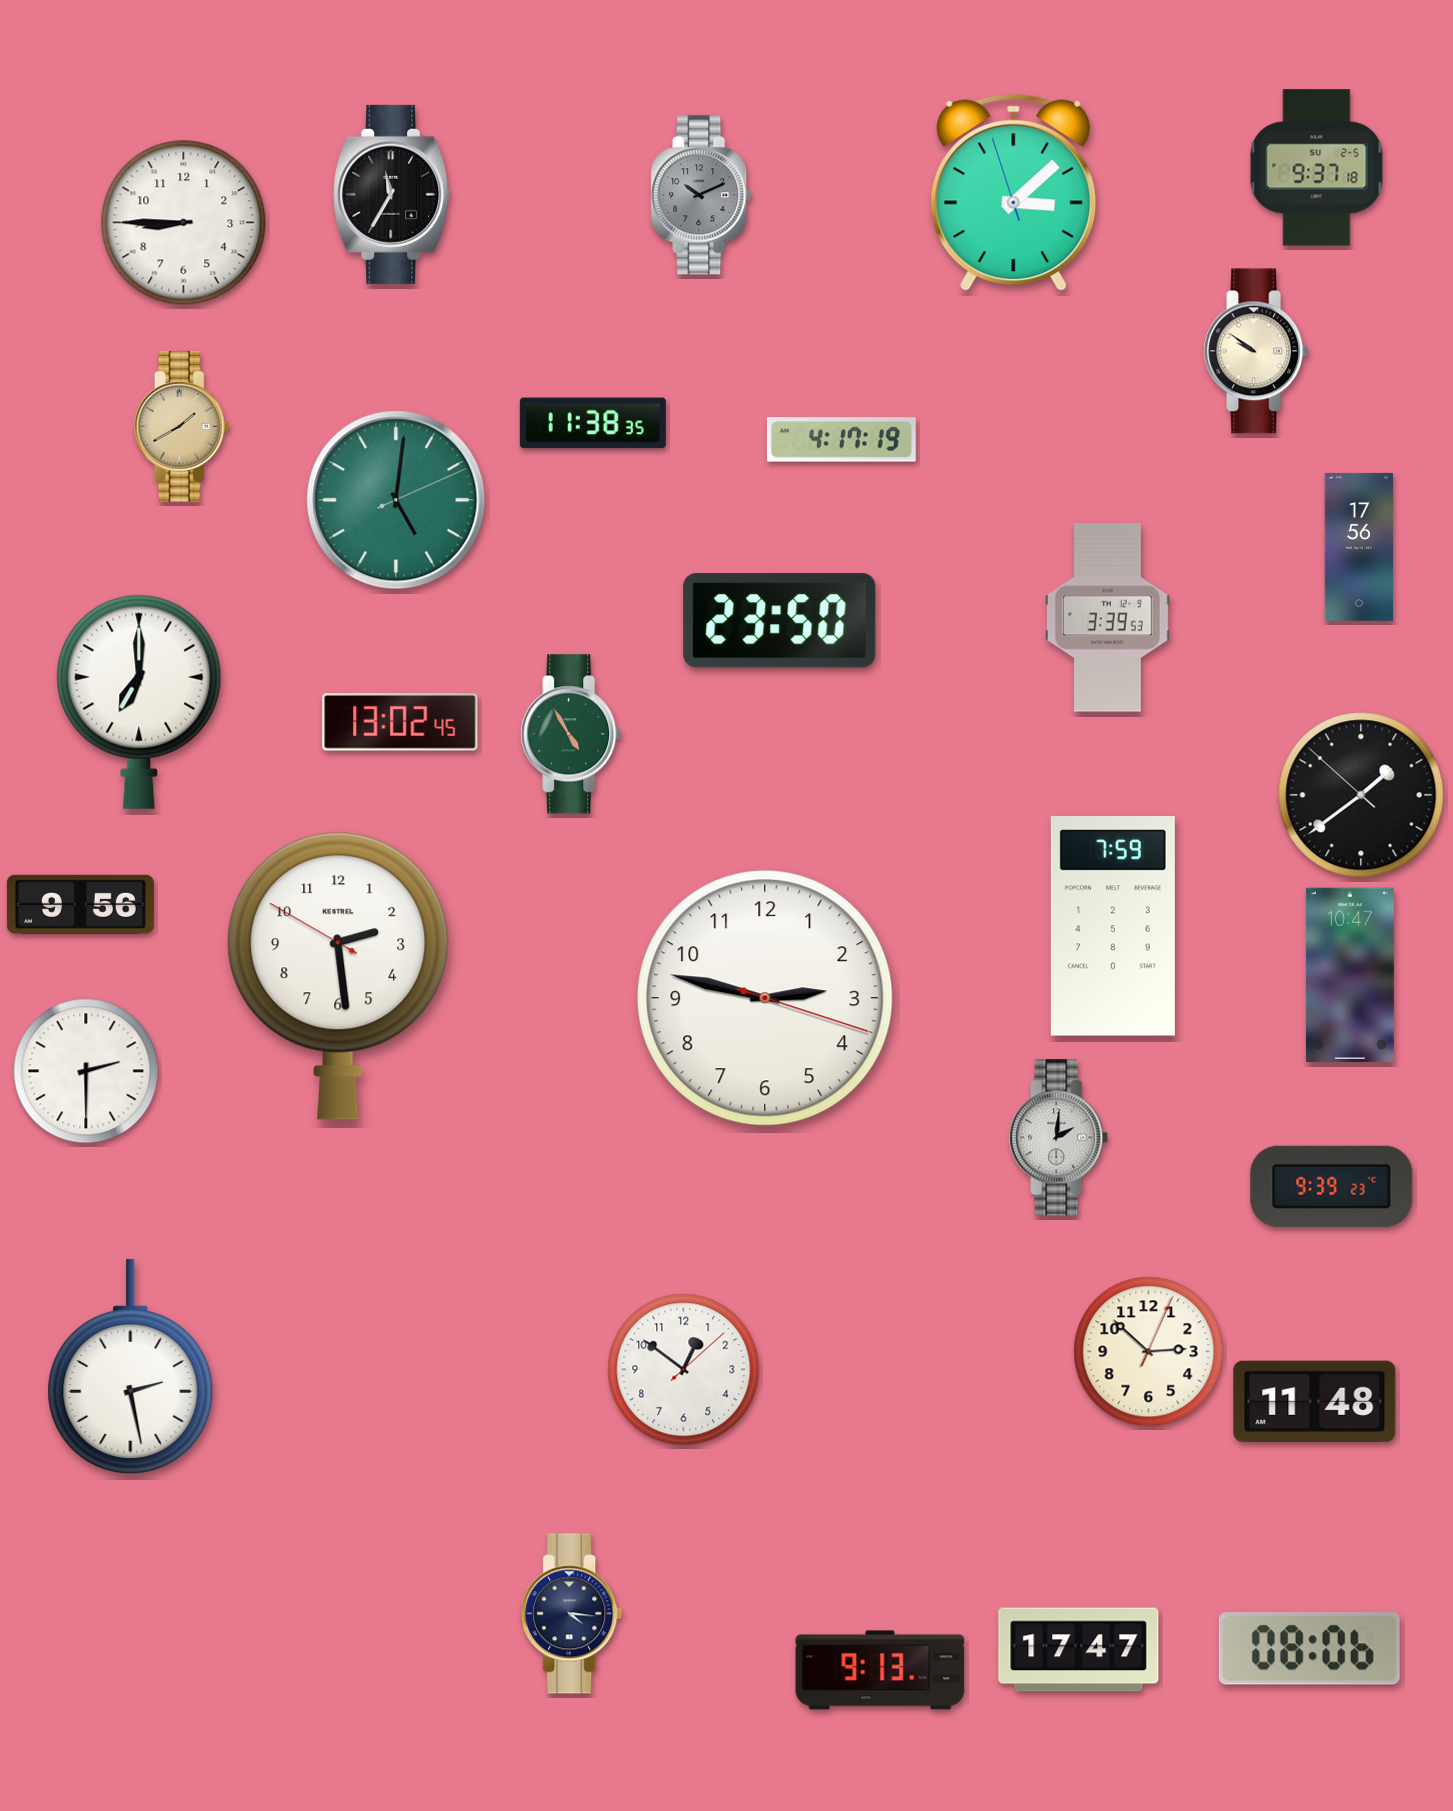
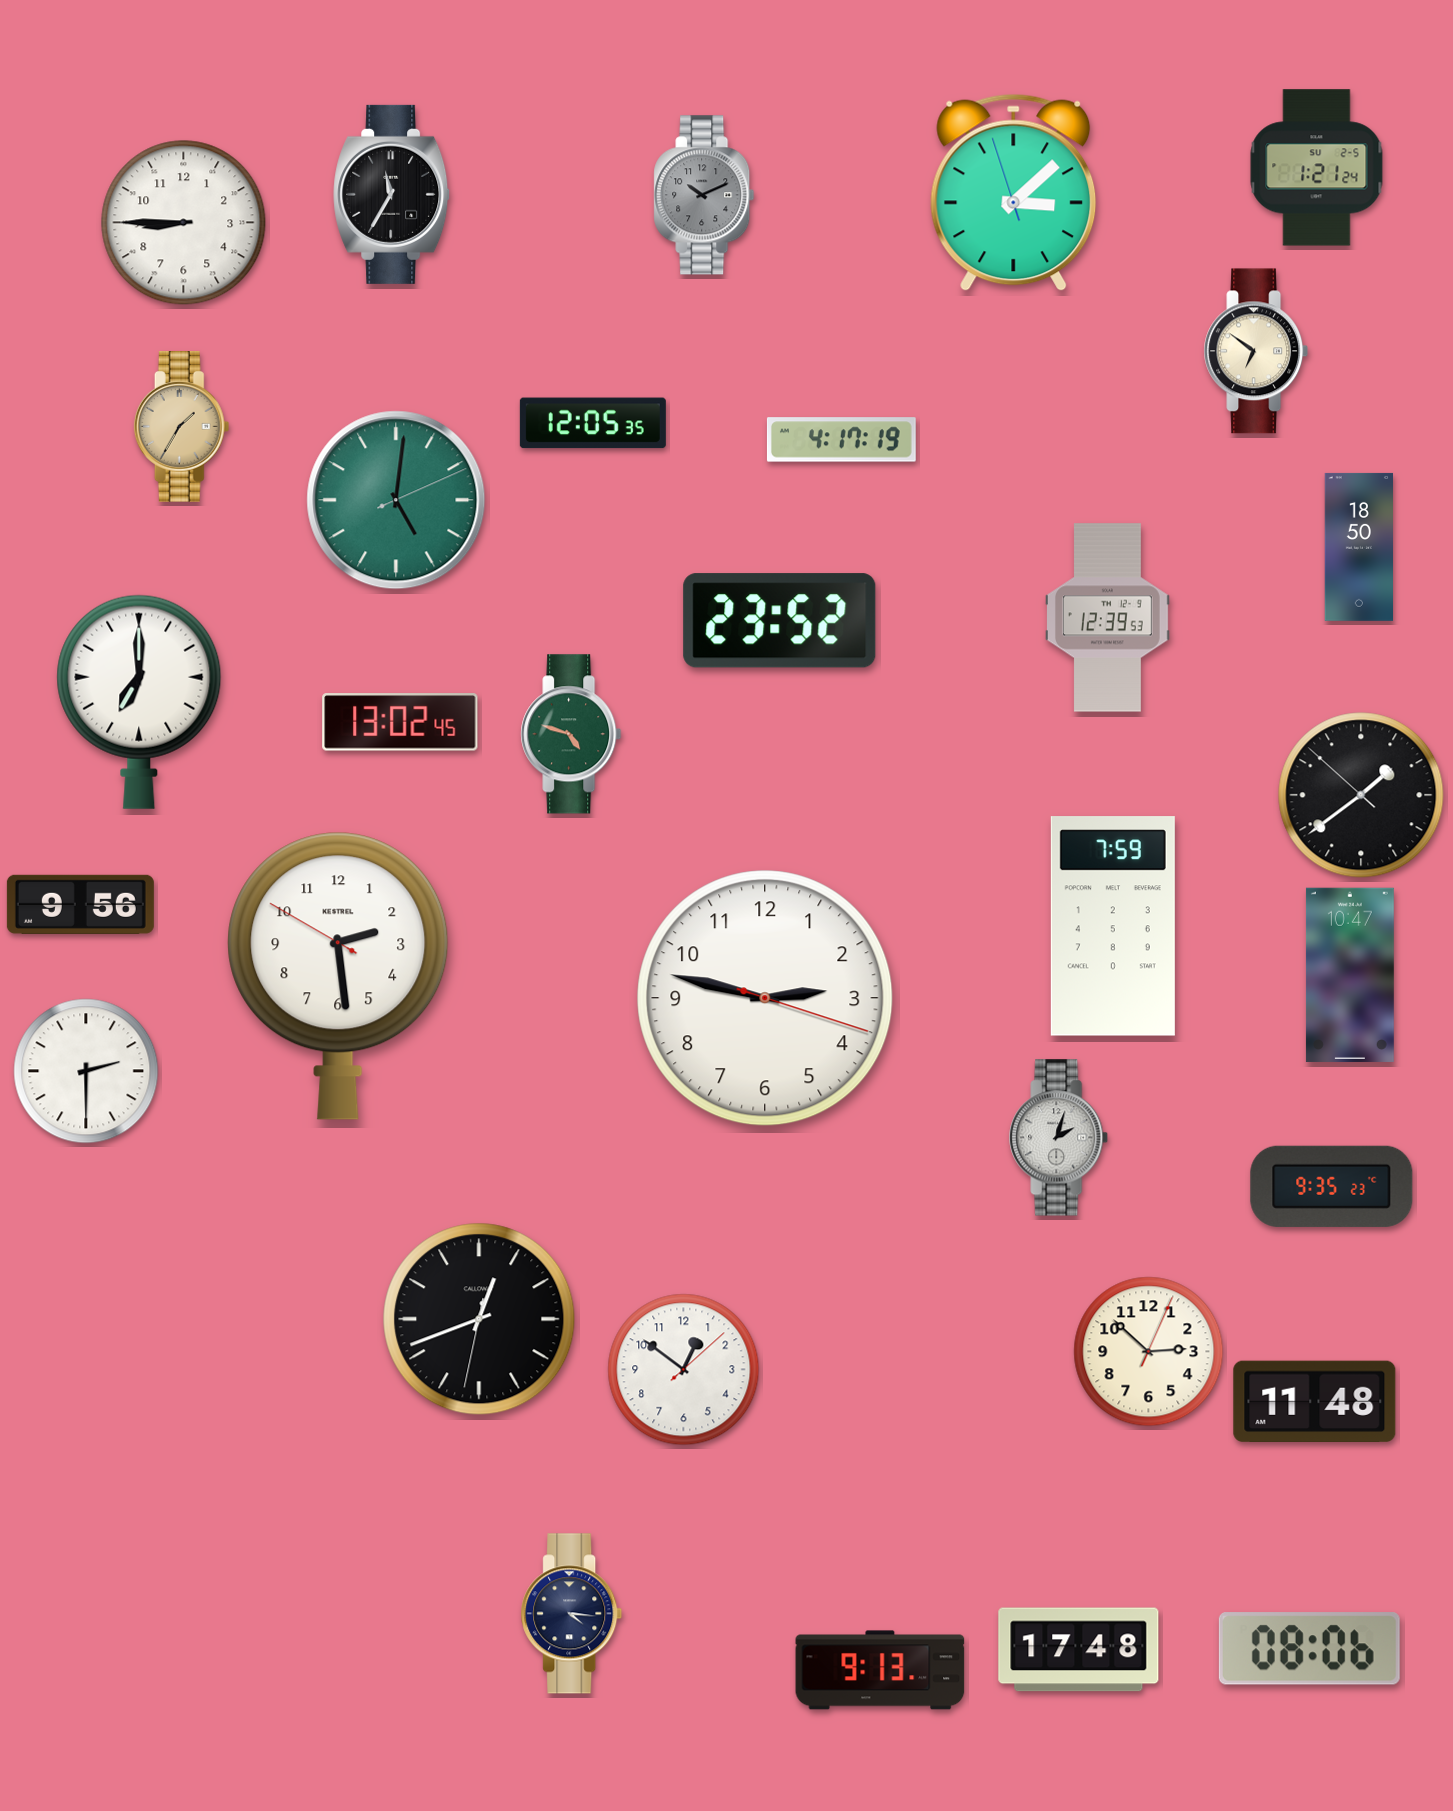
clock at (1317, 168): 9:37 -> 1:21
clock at (701, 195) position: (701, 195) -> (704, 195)
clock at (1256, 351): 9:51 -> 6:51
clock at (593, 423): 11:38 -> 12:05
clock at (182, 427): 1:40 -> 1:35
clock at (1358, 547): 17:56 -> 18:50
clock at (1108, 618): 3:39 -> 12:39
clock at (780, 621): 23:50 -> 23:52
clock at (571, 734): 4:55 -> 4:48
clock at (1059, 1138): 2:01 -> 2:03
clock at (1332, 1186): 9:39 -> 9:35
clock at (479, 1319): none -> 12:41
clock at (131, 1366): 2:28 -> none
clock at (1079, 1650): 17:47 -> 17:48
